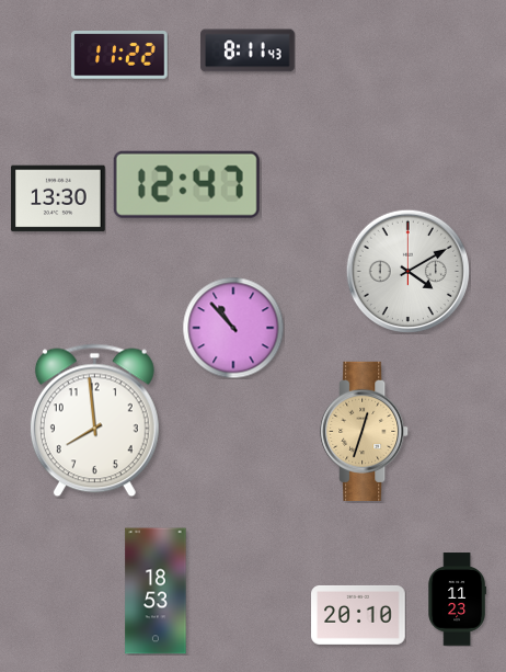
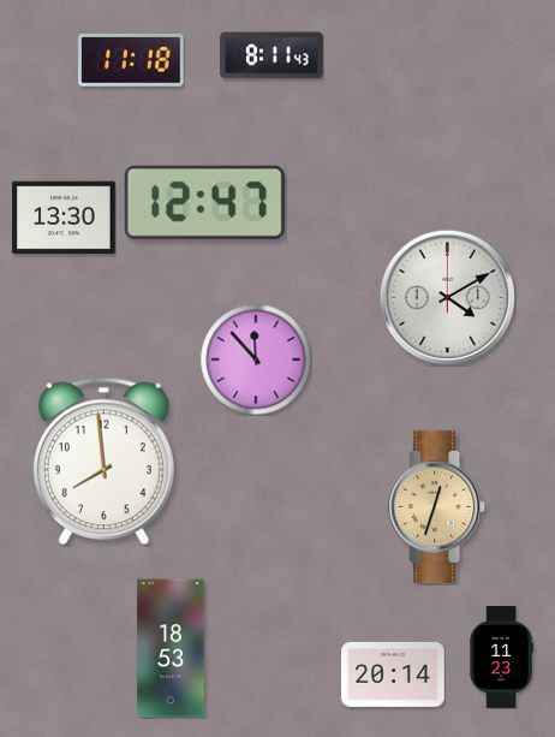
clock at (119, 55): 11:22 -> 11:18
clock at (233, 328): 10:53 -> 11:53
clock at (365, 431) position: (365, 431) -> (437, 506)
clock at (358, 615): 20:10 -> 20:14
